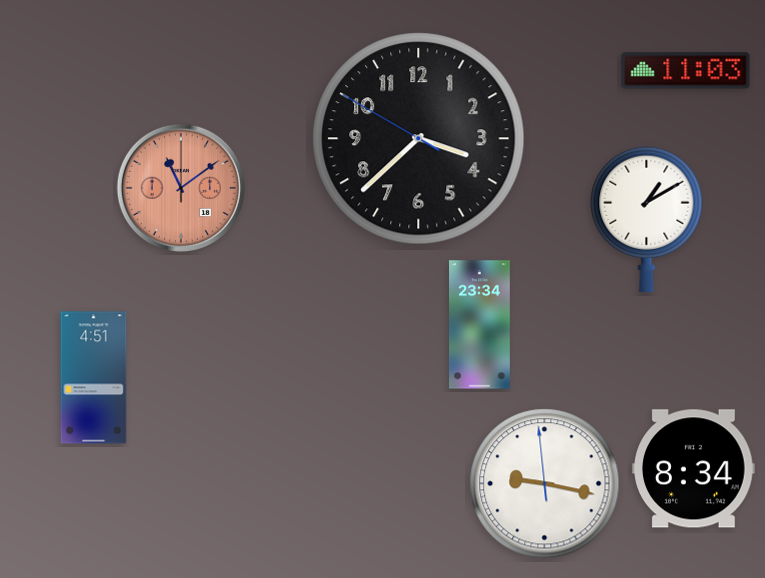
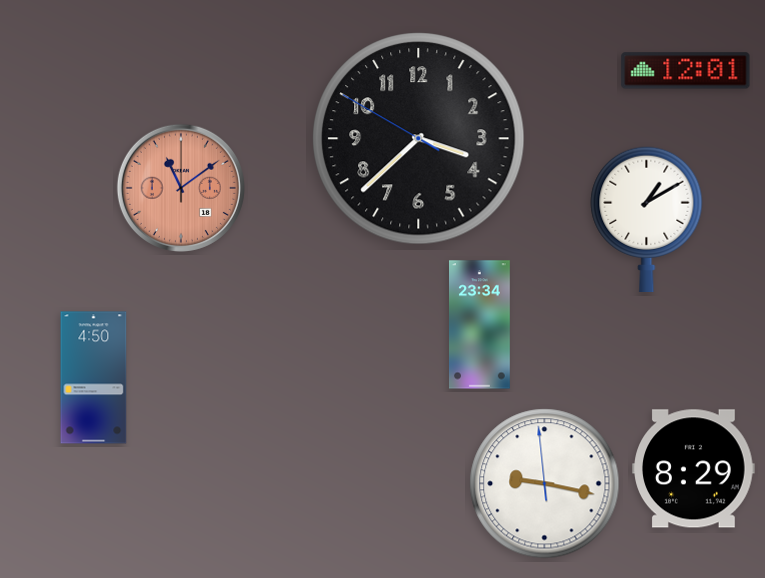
clock at (686, 71): 11:03 -> 12:01
clock at (94, 378): 4:51 -> 4:50
clock at (694, 469): 8:34 -> 8:29
